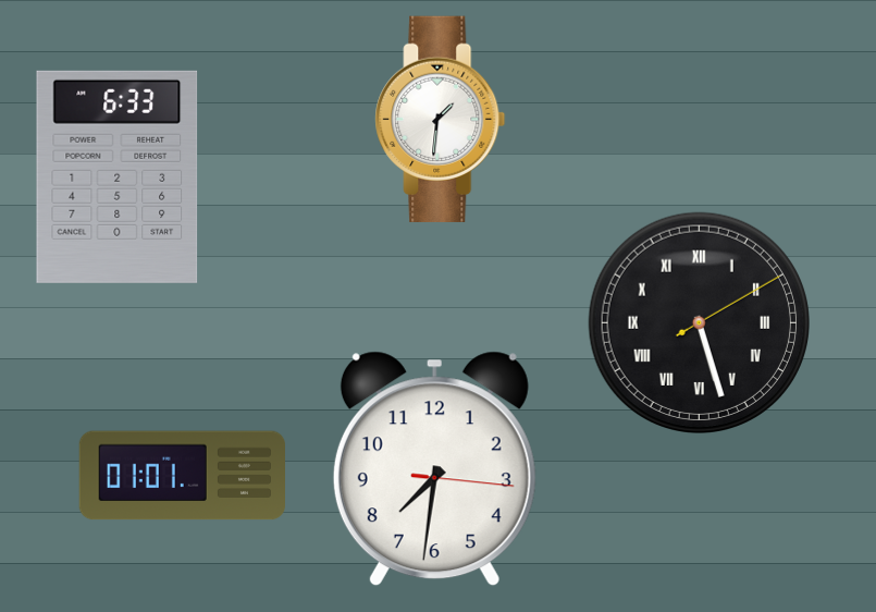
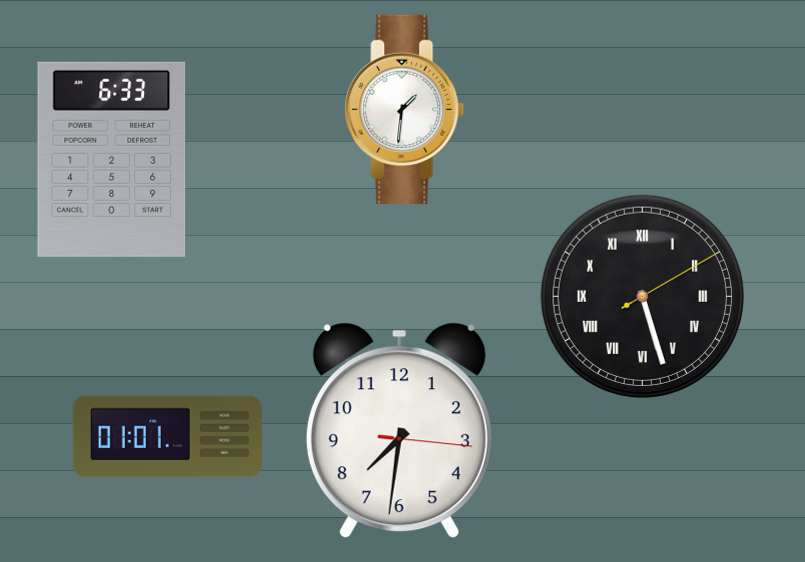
clock at (118, 176) position: (118, 176) -> (112, 159)
